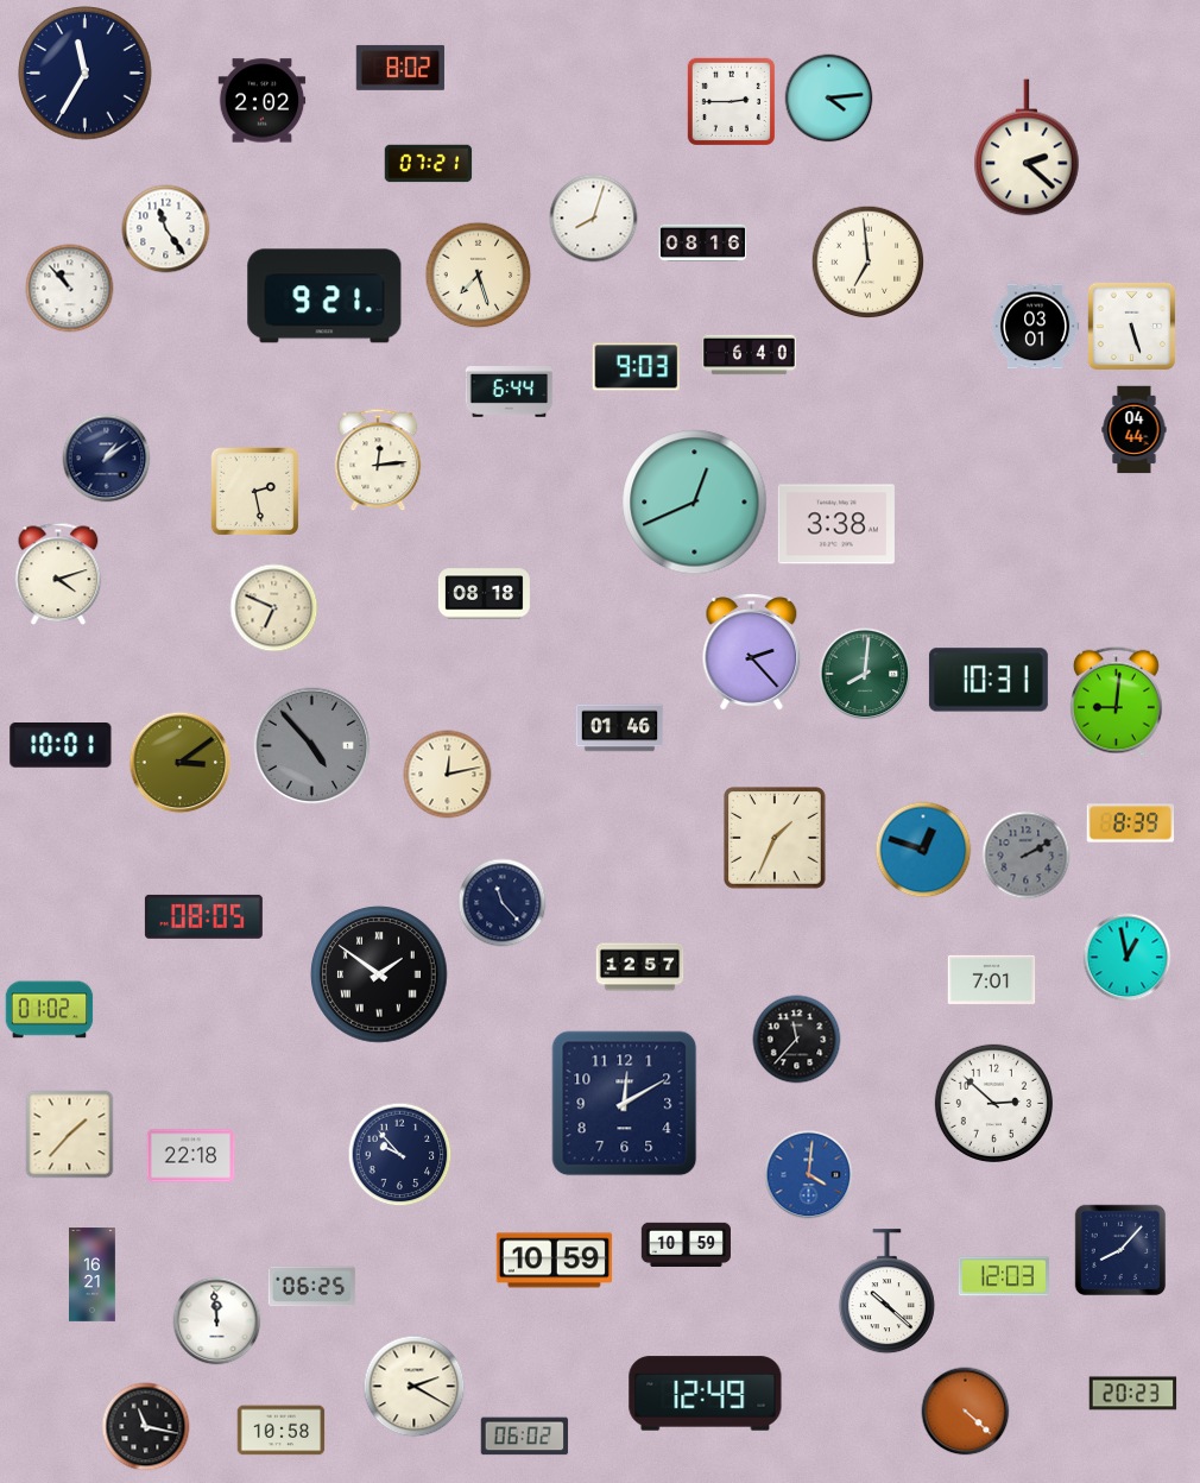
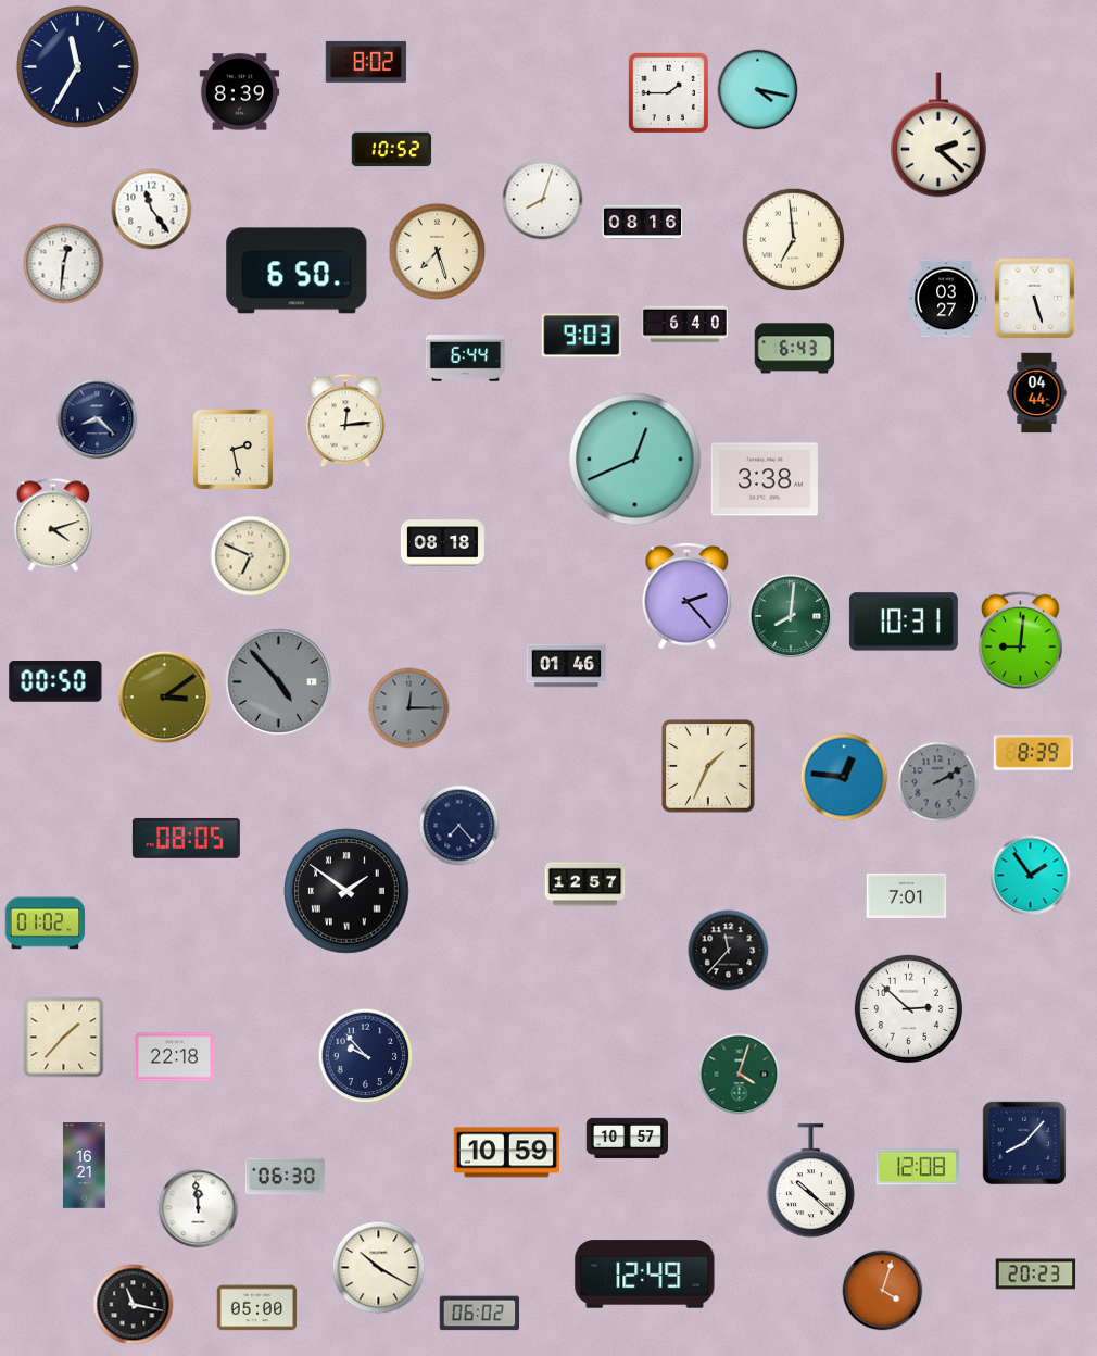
clock at (829, 99): 4:14 -> 4:17
clock at (263, 101): 2:02 -> 8:39
clock at (731, 101): 2:45 -> 1:45
clock at (429, 164): 07:21 -> 10:52
clock at (70, 289): 10:53 -> 12:31
clock at (324, 296): 9:21 -> 6:50
clock at (1035, 327): 03:01 -> 03:27
clock at (795, 349): none -> 6:43
clock at (107, 459): 1:09 -> 8:22
clock at (61, 746): 10:01 -> 00:50
clock at (312, 746) position: (312, 746) -> (279, 682)
clock at (448, 775): 12:13 -> 12:15
clock at (448, 775) dial: cream -> grey
clock at (923, 850): 12:48 -> 12:46
clock at (503, 903): 11:23 -> 7:23
clock at (1128, 958): 12:58 -> 1:54
clock at (625, 1104): 12:10 -> none
clock at (809, 1175): 4:01 -> 4:03
clock at (809, 1175) dial: blue -> green
clock at (686, 1245): 10:59 -> 10:57
clock at (1004, 1276): 12:03 -> 12:08
clock at (312, 1287): 06:25 -> 06:30
clock at (415, 1387): 2:20 -> 10:20
clock at (966, 1412): 4:22 -> 4:03
clock at (282, 1431): 10:58 -> 05:00
